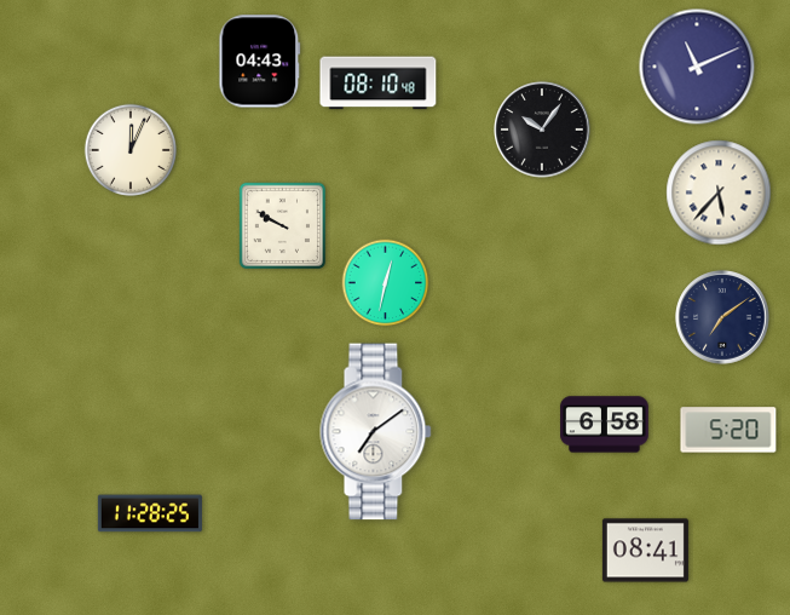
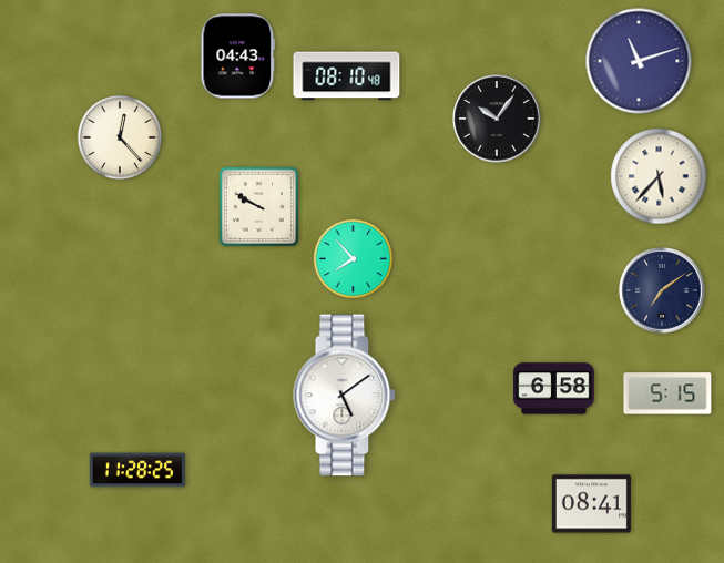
clock at (697, 67): 11:11 -> 11:12
clock at (129, 149): 12:04 -> 12:23
clock at (386, 283): 12:32 -> 7:53
clock at (728, 430): 5:20 -> 5:15
clock at (376, 432): 7:09 -> 5:09
